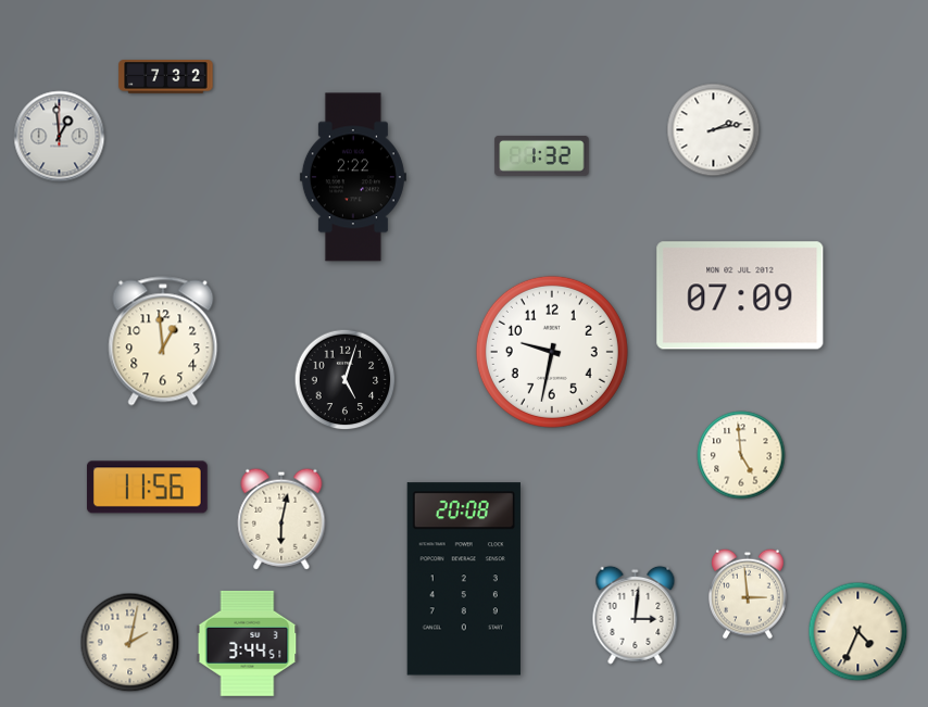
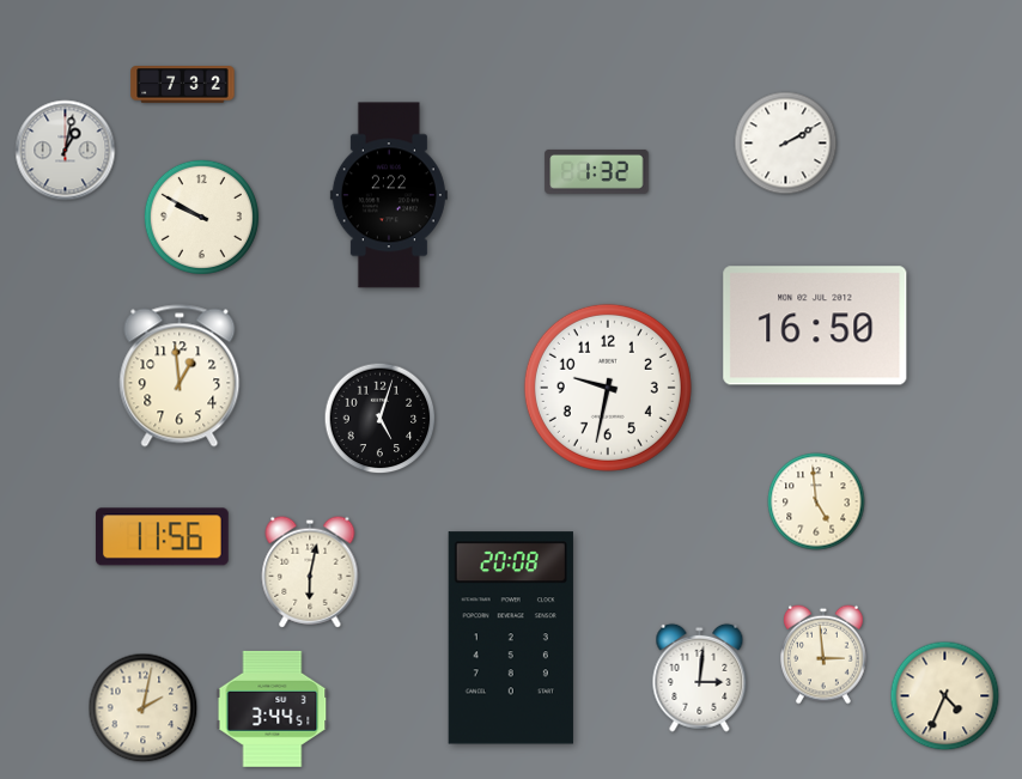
clock at (714, 130): 2:13 -> 2:10
clock at (60, 137): 12:59 -> 1:02
clock at (201, 217): none -> 9:50
clock at (740, 295): 07:09 -> 16:50
